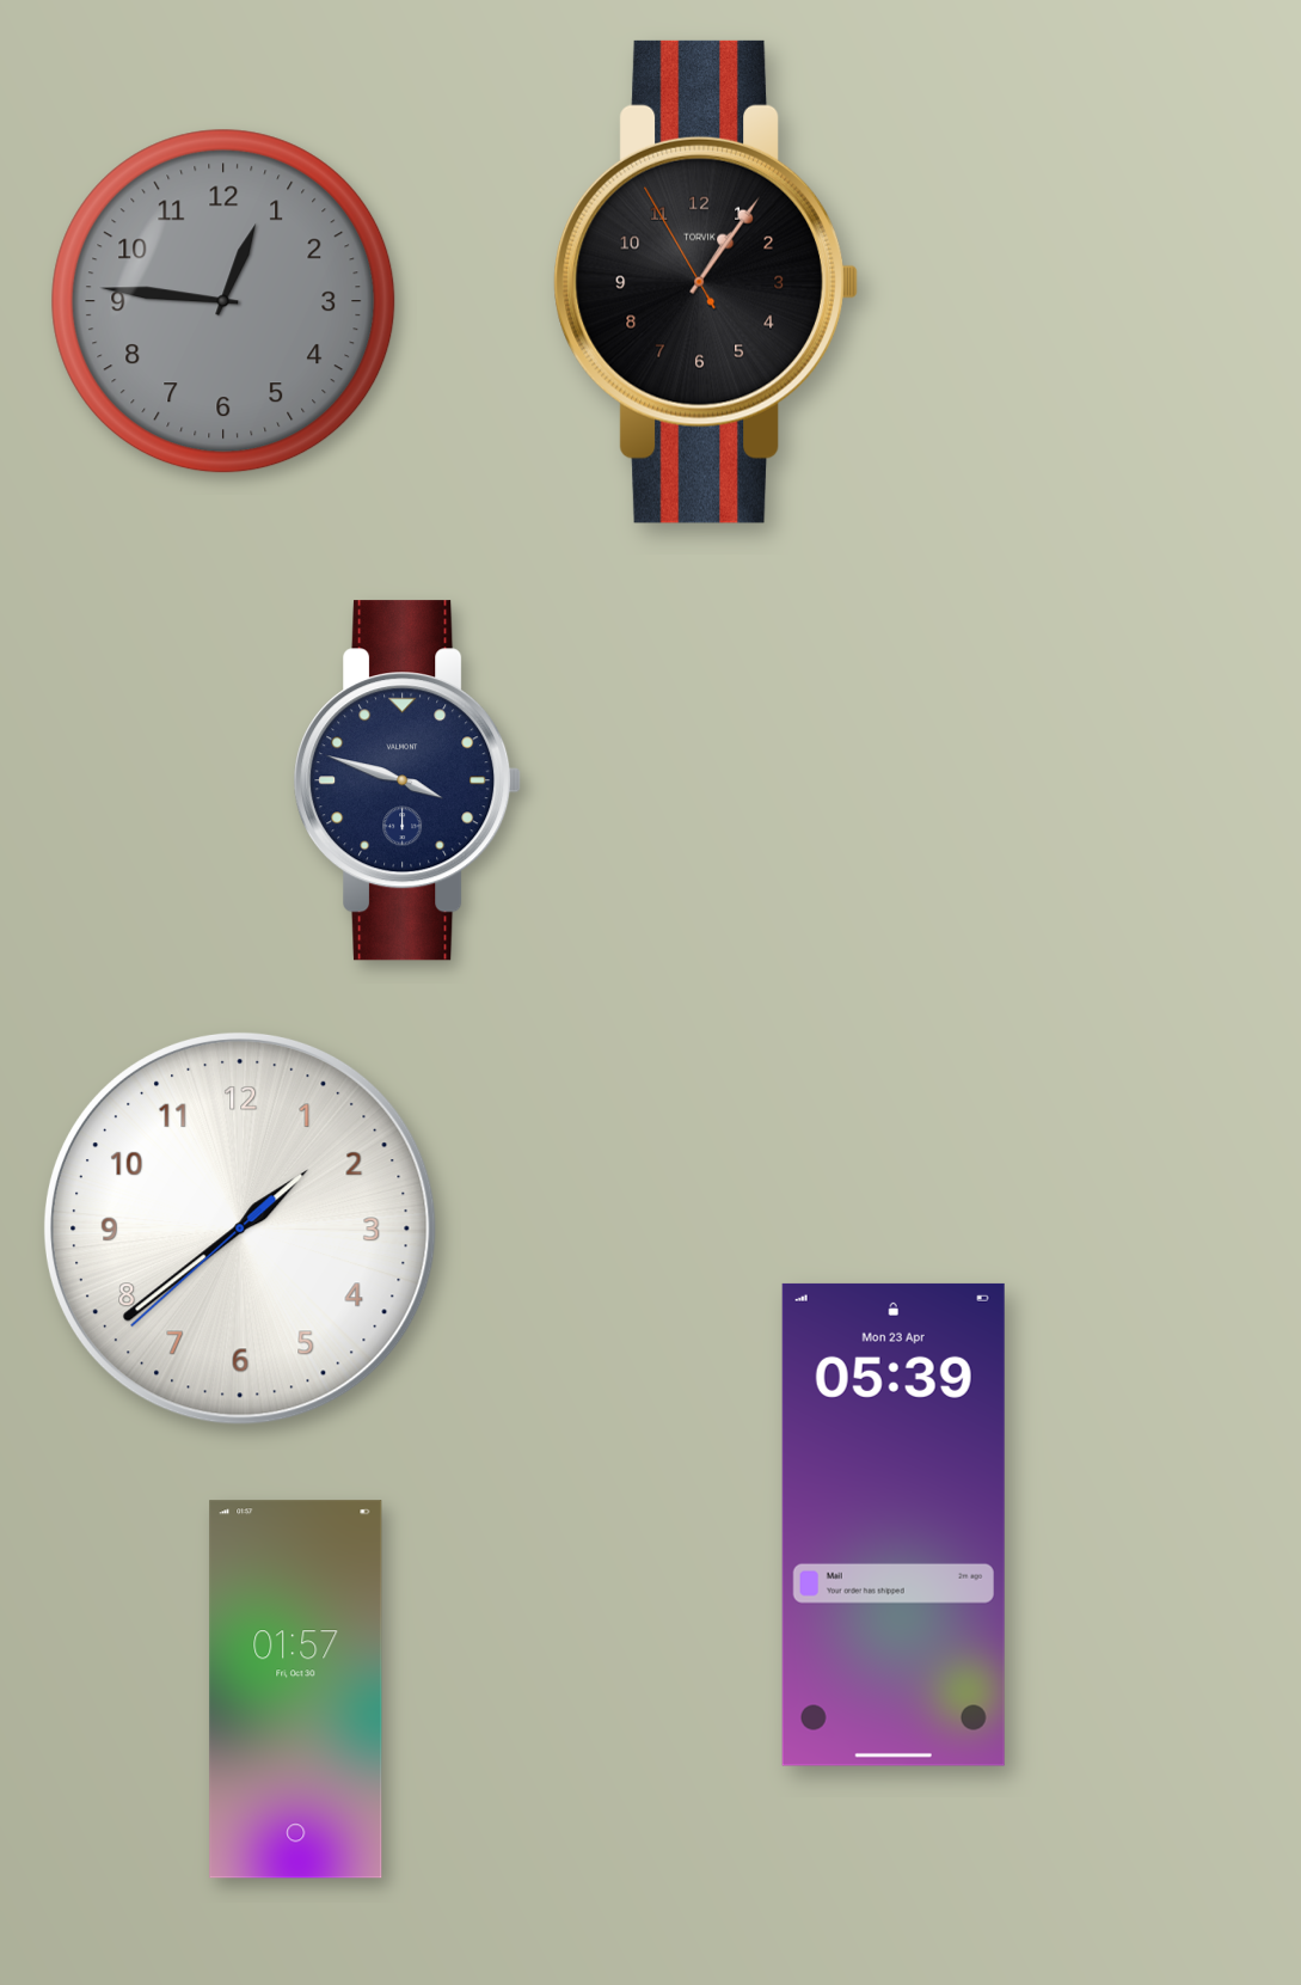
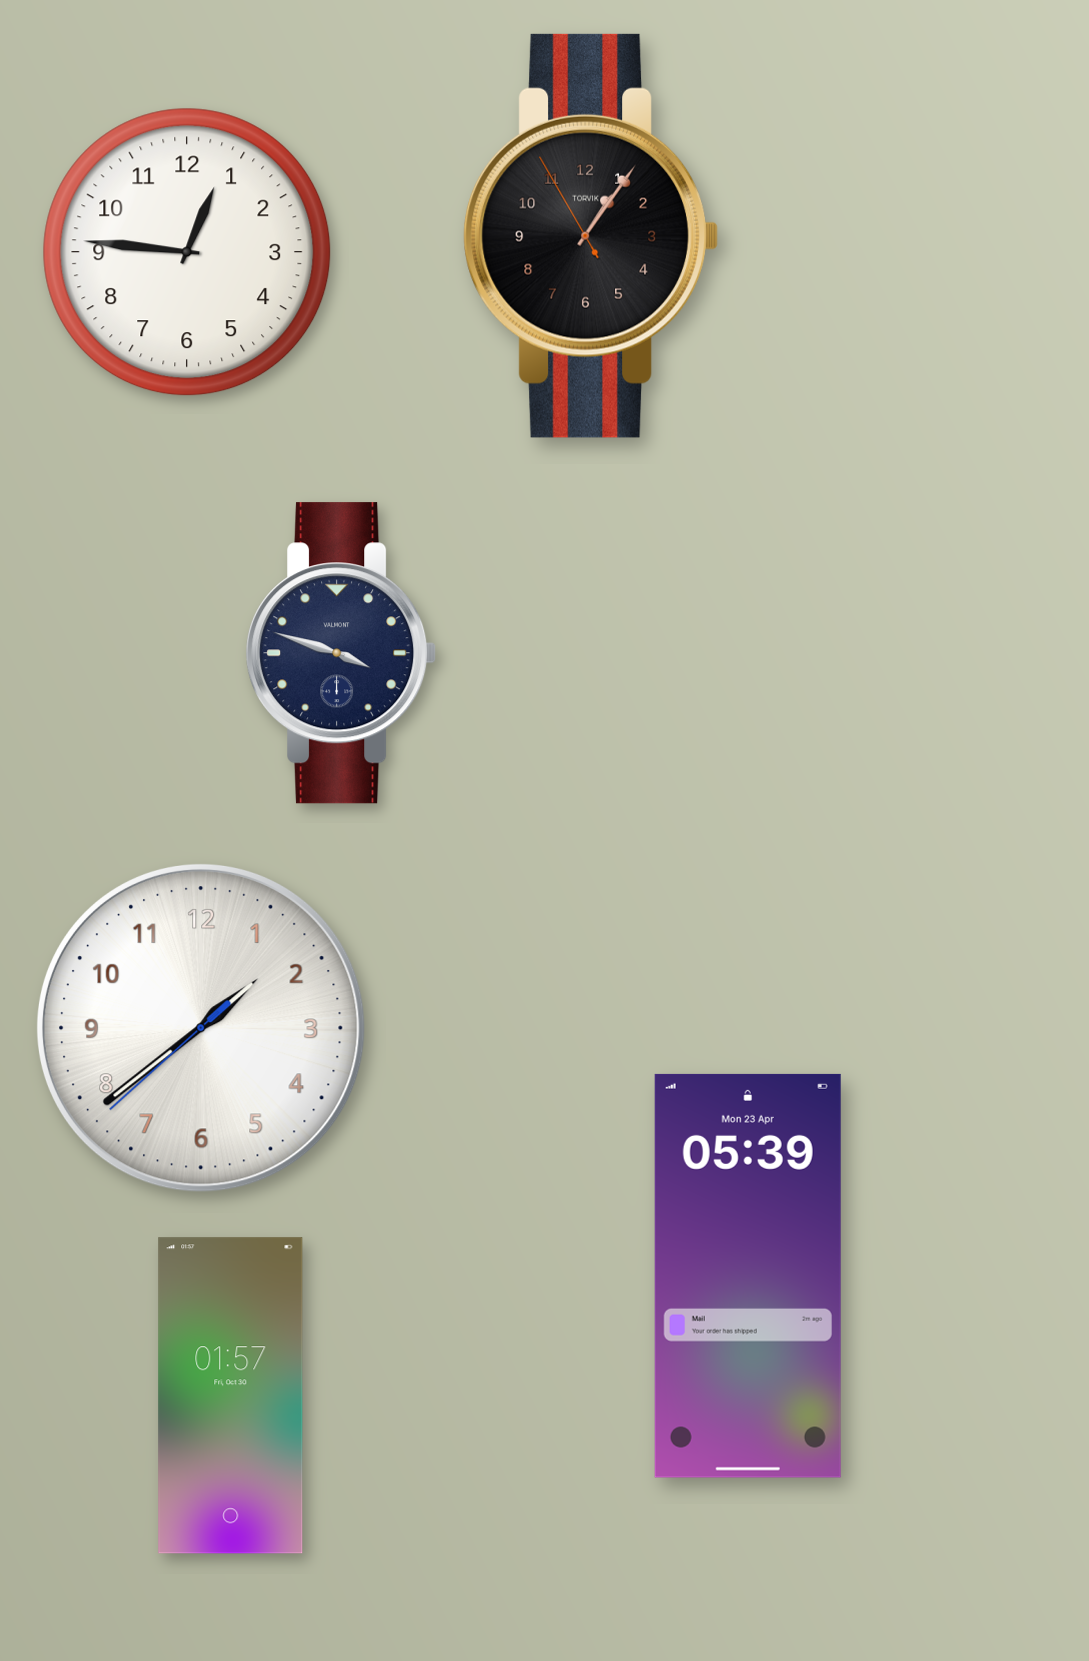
clock at (223, 301) dial: grey -> white
clock at (296, 1690) position: (296, 1690) -> (231, 1396)
